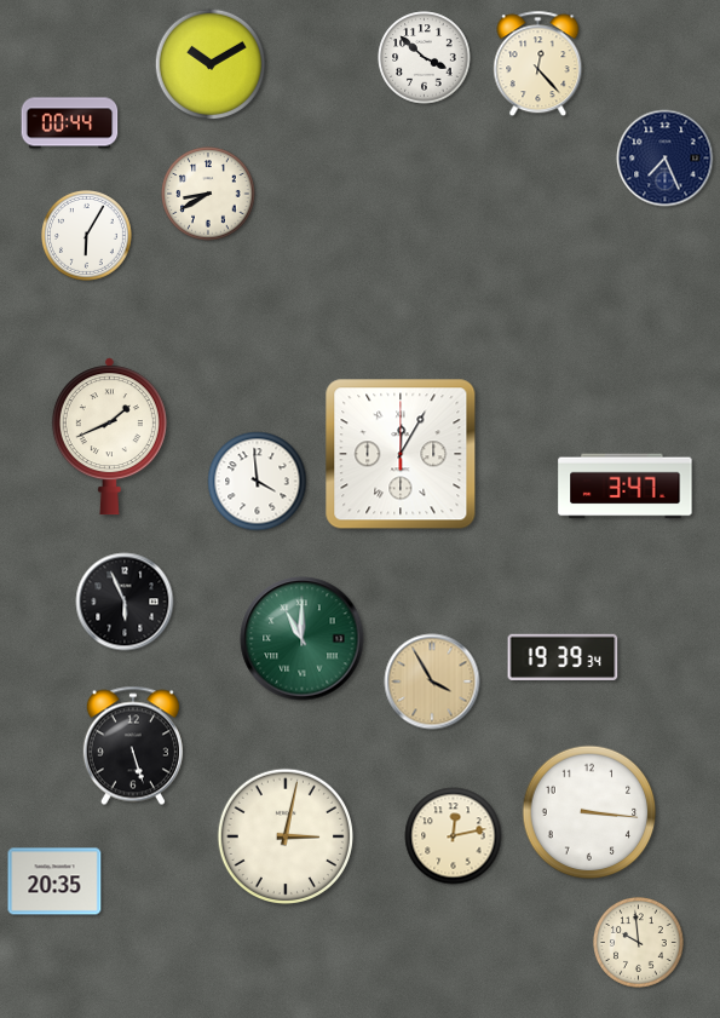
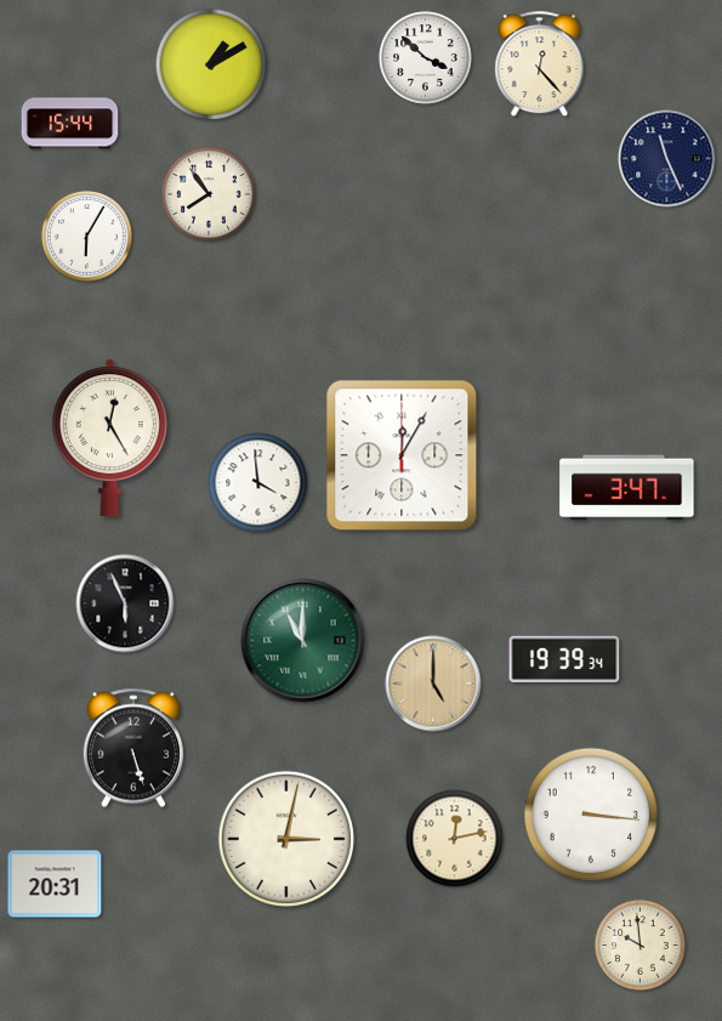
clock at (211, 64): 10:10 -> 1:10
clock at (70, 123): 00:44 -> 15:44
clock at (666, 159): 7:26 -> 11:26
clock at (208, 194): 8:40 -> 7:54
clock at (109, 437): 1:41 -> 12:25
clock at (432, 681): 3:55 -> 5:00
clock at (54, 881): 20:35 -> 20:31
